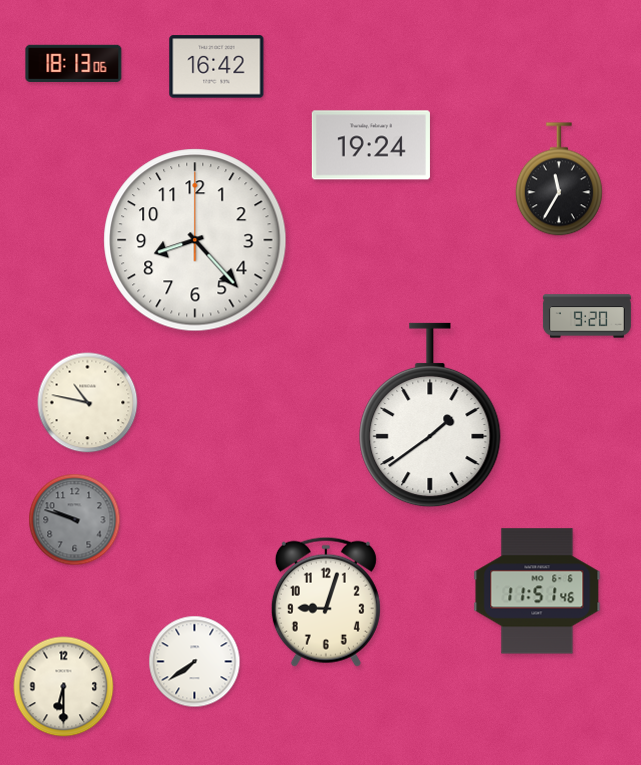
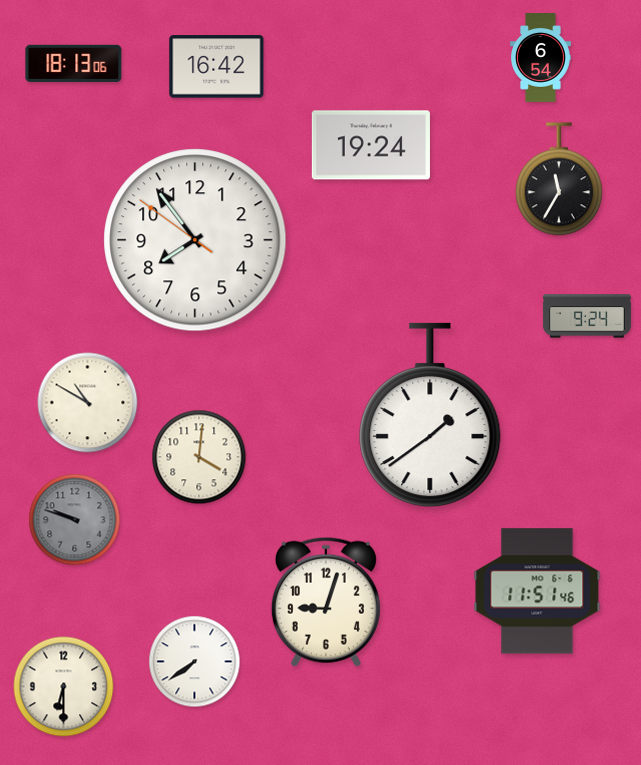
clock at (541, 58): none -> 6:54
clock at (195, 240): 8:23 -> 7:53
clock at (587, 316): 9:20 -> 9:24
clock at (88, 403): 10:47 -> 10:50
clock at (199, 457): none -> 4:01
